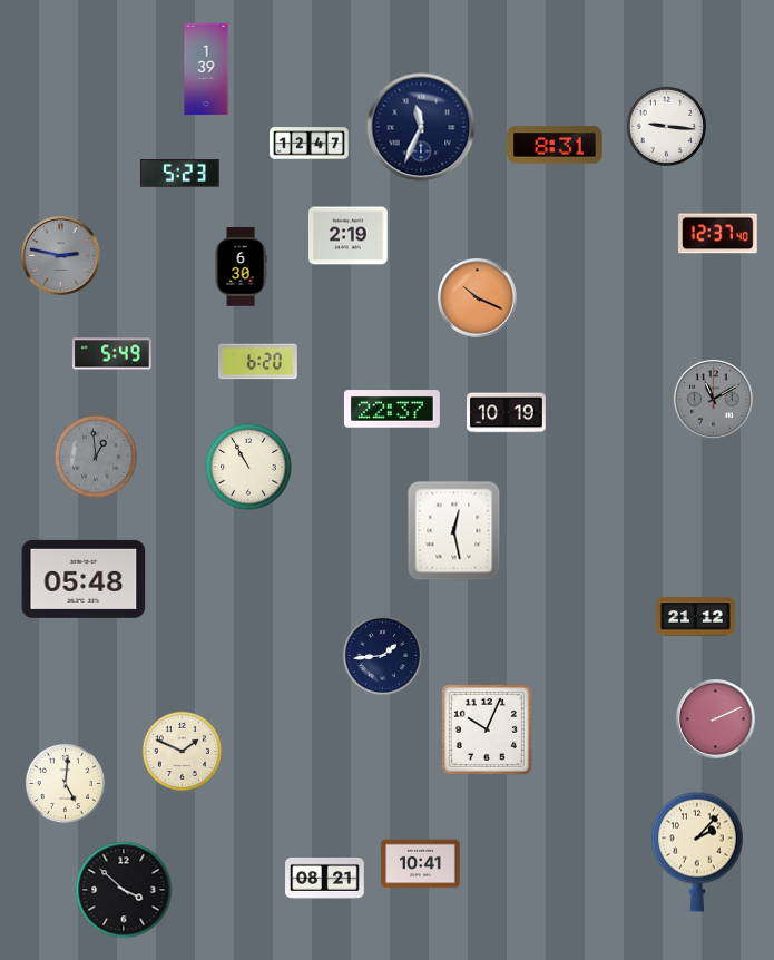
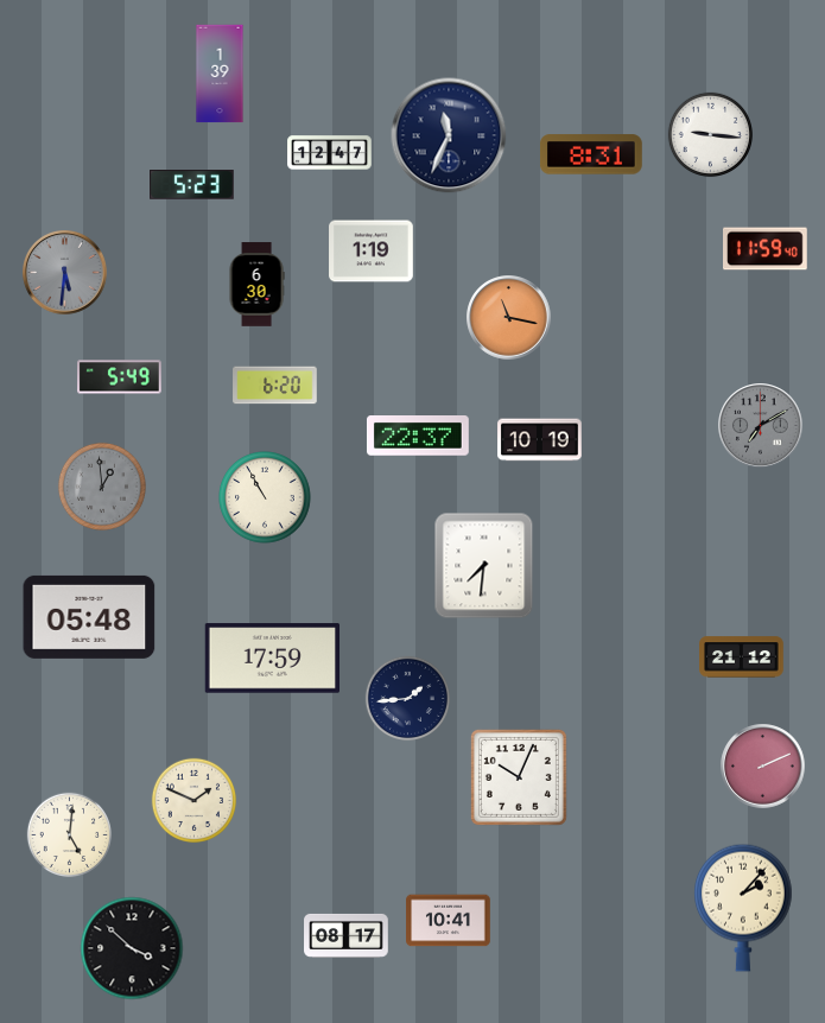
clock at (718, 234): 12:37 -> 11:59
clock at (349, 236): 2:19 -> 1:19
clock at (61, 256): 2:47 -> 5:31
clock at (478, 298): 10:19 -> 11:17
clock at (714, 400): 11:10 -> 7:10
clock at (454, 531): 12:28 -> 7:31
clock at (272, 659): none -> 17:59
clock at (325, 878): 08:21 -> 08:17
